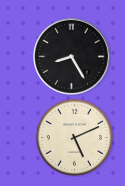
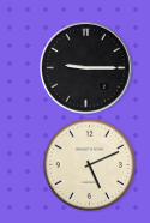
clock at (72, 57): 8:25 -> 9:15
